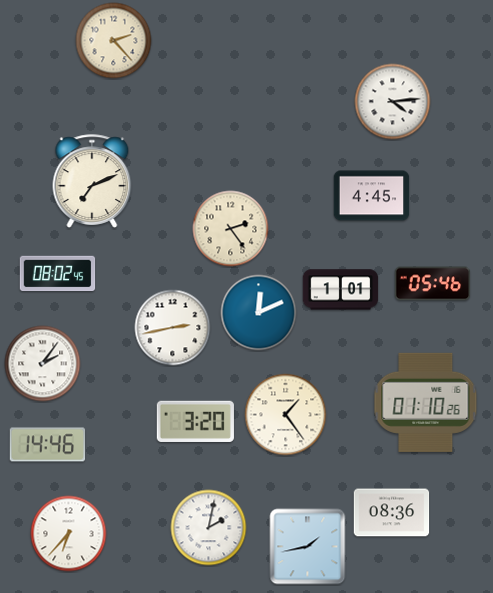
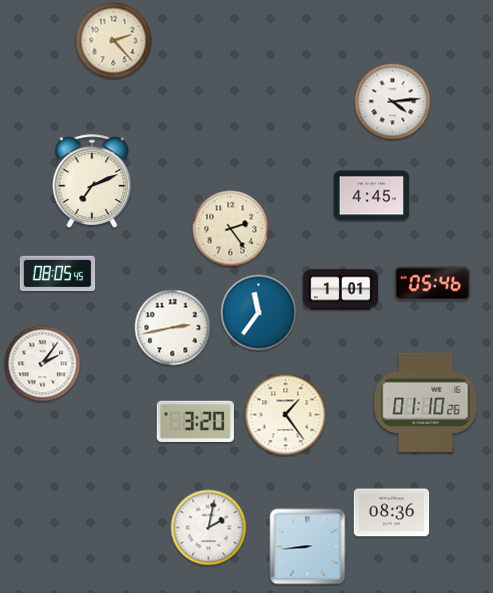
clock at (58, 274): 08:02 -> 08:05
clock at (259, 313): 12:11 -> 11:36
clock at (48, 445): 14:46 -> none
clock at (69, 534): 6:37 -> none
clock at (308, 547): 1:43 -> 8:44
